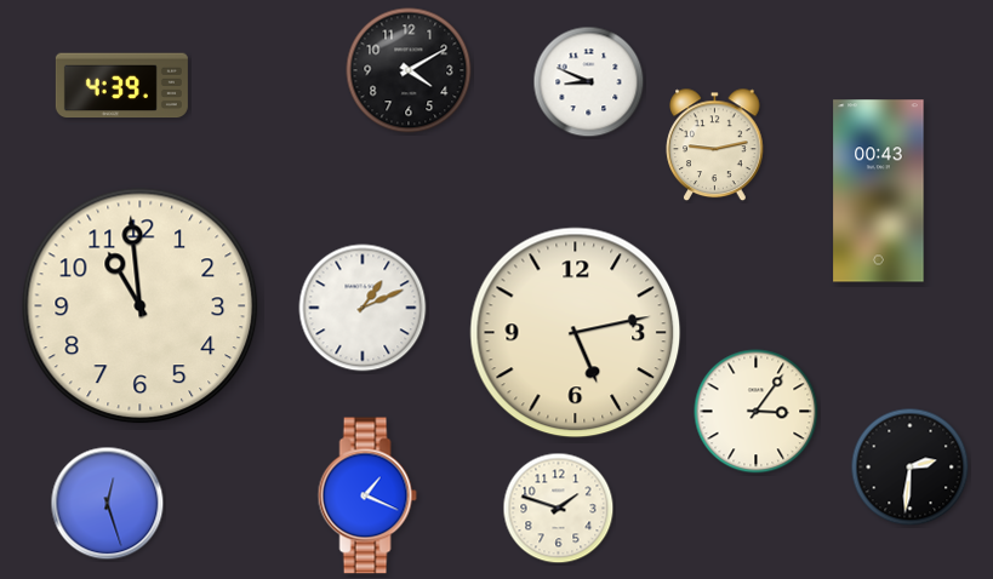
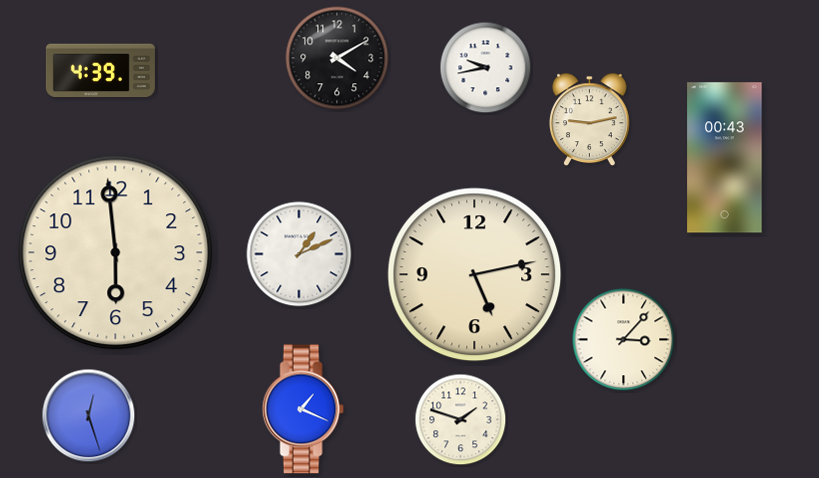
clock at (589, 82): 8:49 -> 9:43
clock at (141, 306): 10:59 -> 5:59
clock at (757, 412): 3:06 -> 3:07
clock at (911, 468): 2:31 -> none
